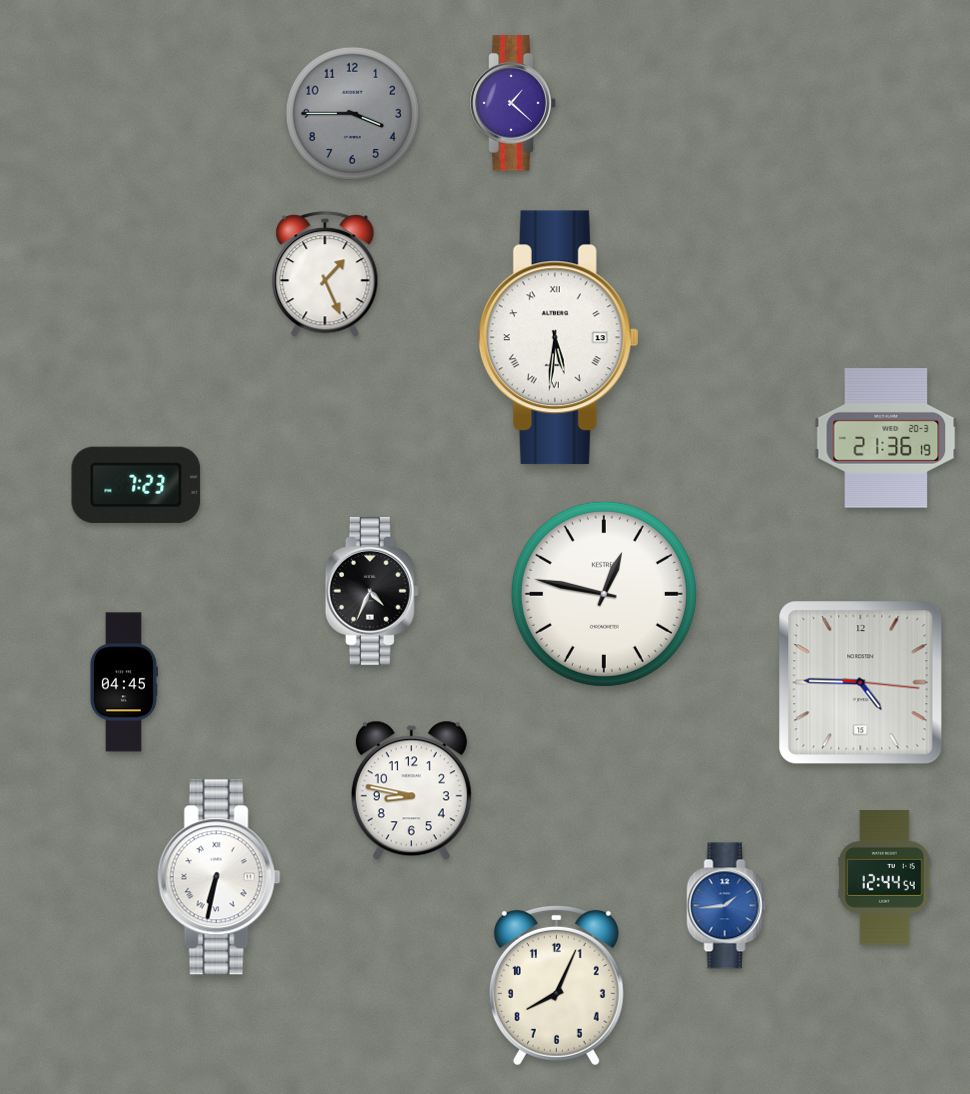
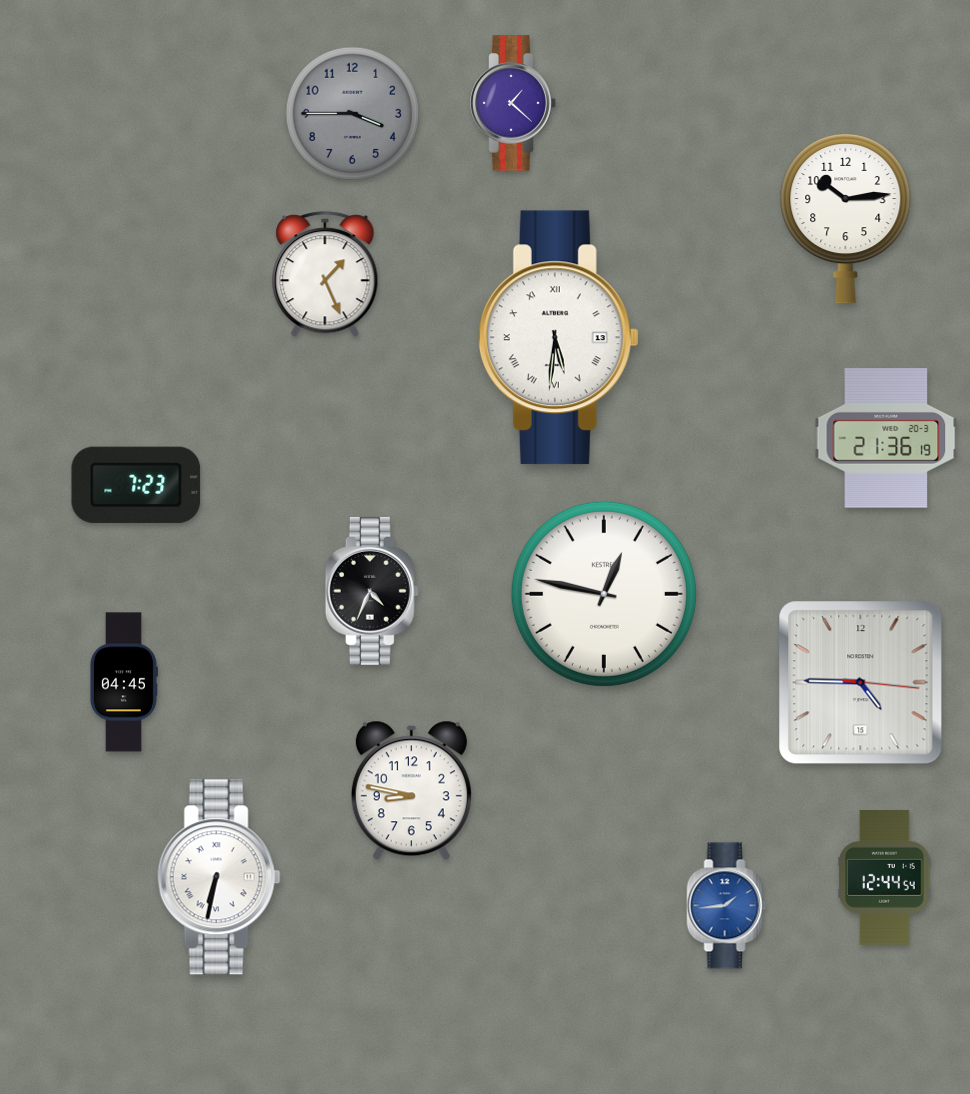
clock at (846, 218): none -> 10:14
clock at (556, 985): 8:04 -> none
